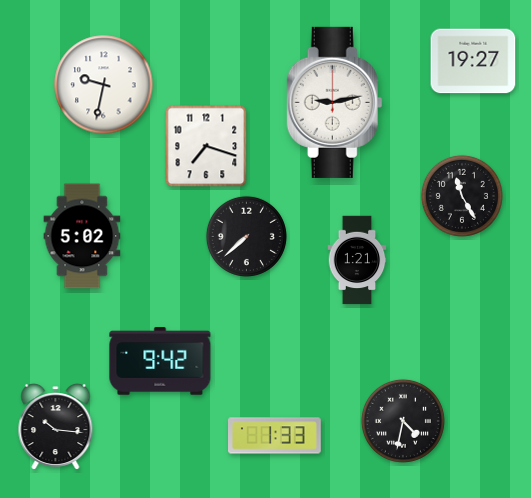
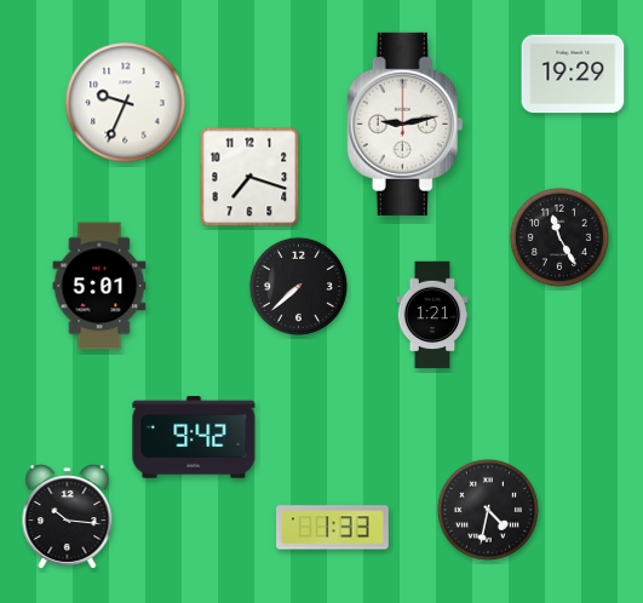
clock at (473, 61): 19:27 -> 19:29
clock at (104, 85): 9:32 -> 9:34
clock at (82, 236): 5:02 -> 5:01
